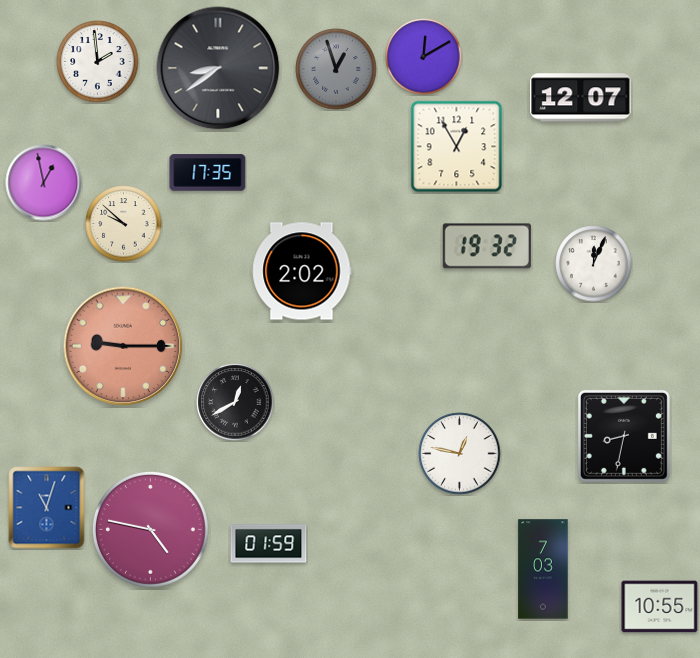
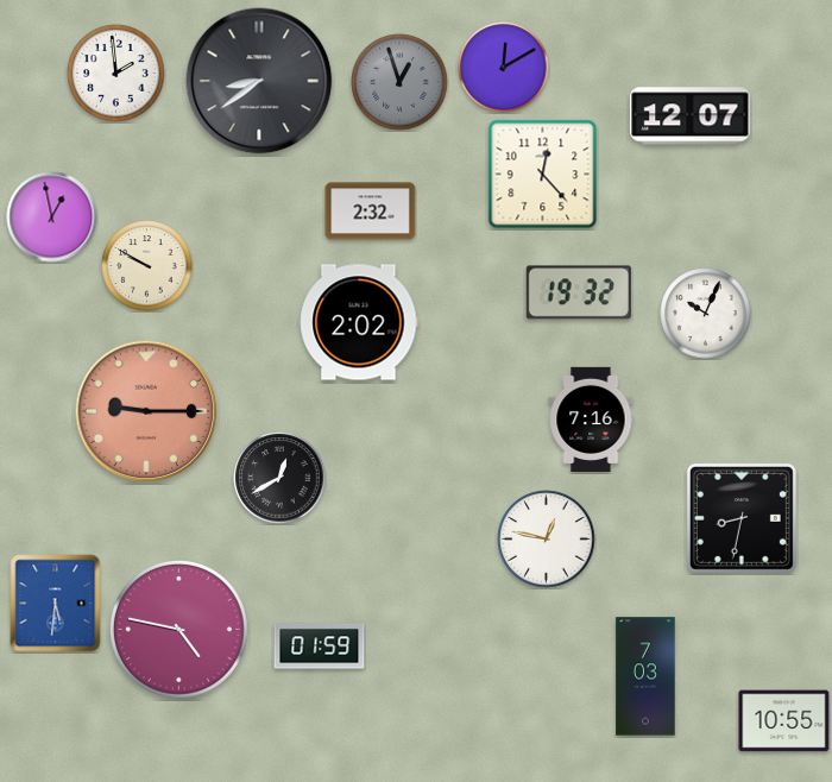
clock at (457, 147): 12:55 -> 12:23
clock at (208, 173): 17:35 -> none
clock at (371, 212): none -> 2:32
clock at (124, 224): 9:52 -> 9:50
clock at (594, 264): 12:04 -> 10:04
clock at (591, 420): none -> 7:16
clock at (47, 508): 11:03 -> 5:31
